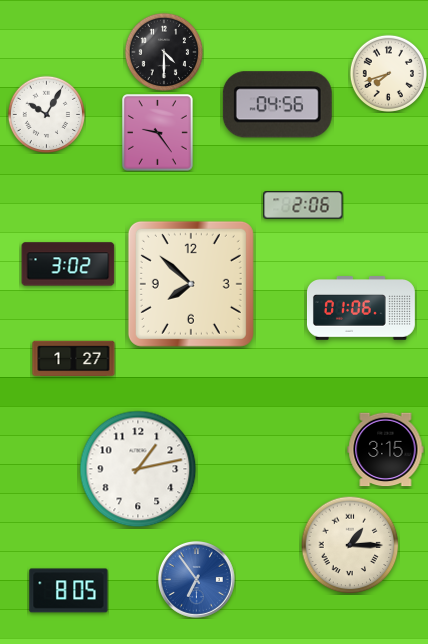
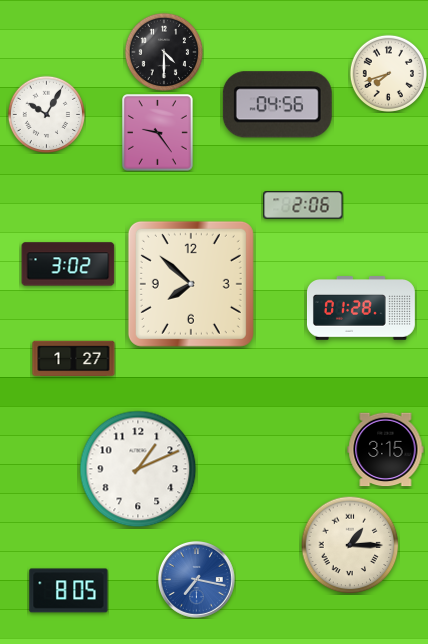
clock at (361, 308): 01:06 -> 01:28
clock at (138, 469): 1:13 -> 1:11
clock at (197, 580): 6:54 -> 7:17
